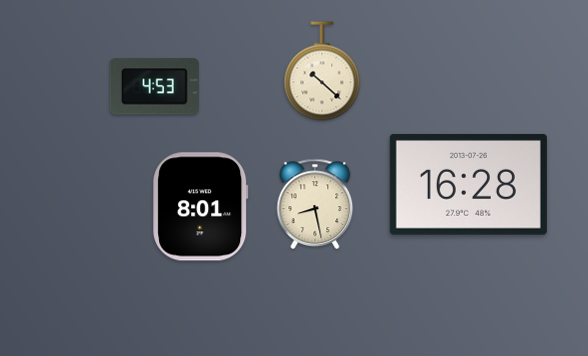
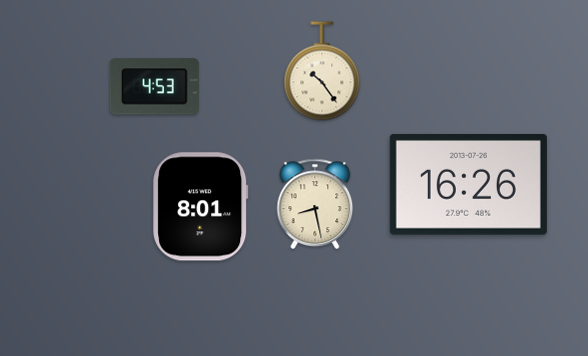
clock at (322, 71): 10:22 -> 10:24
clock at (468, 185): 16:28 -> 16:26
